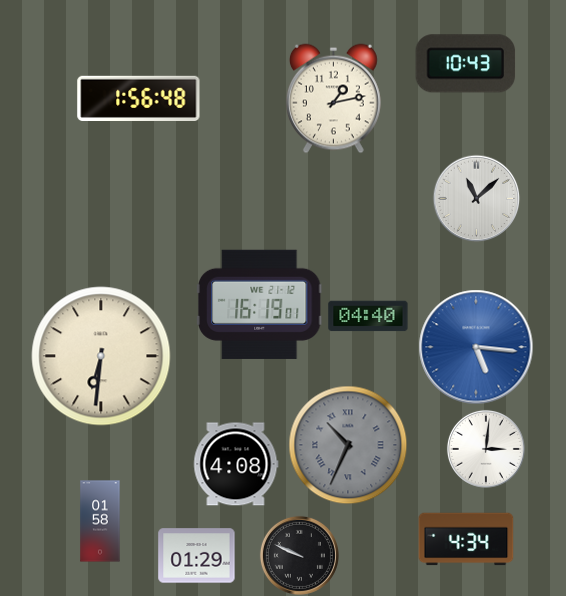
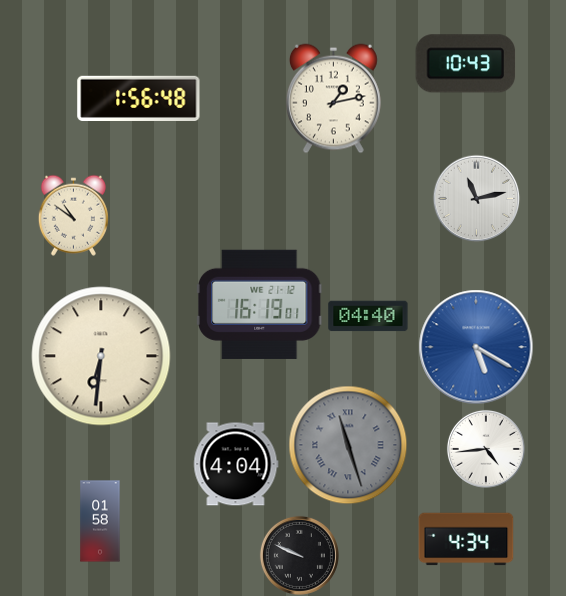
clock at (476, 198): 11:08 -> 11:13
clock at (73, 215): none -> 10:51
clock at (476, 347): 5:16 -> 5:20
clock at (348, 445): 10:34 -> 11:27
clock at (486, 449): 3:01 -> 4:44
clock at (236, 464): 4:08 -> 4:04
clock at (197, 556): 01:29 -> none
